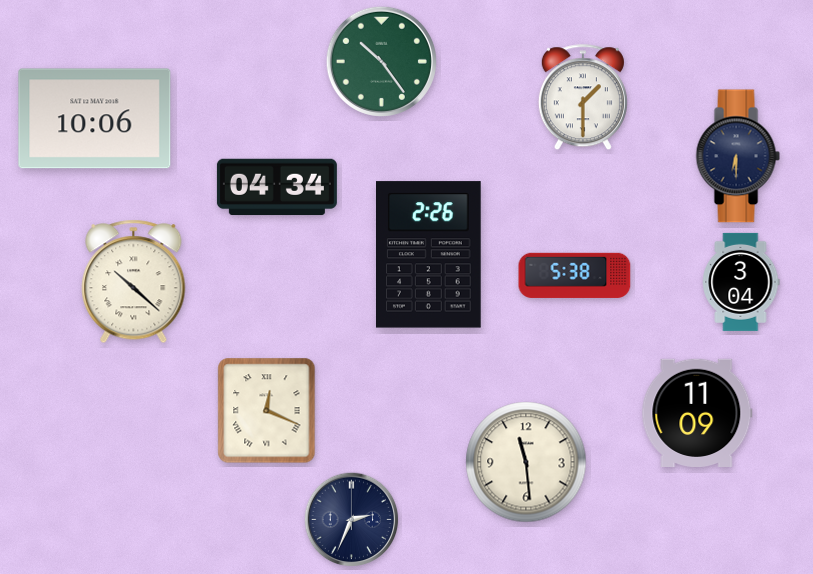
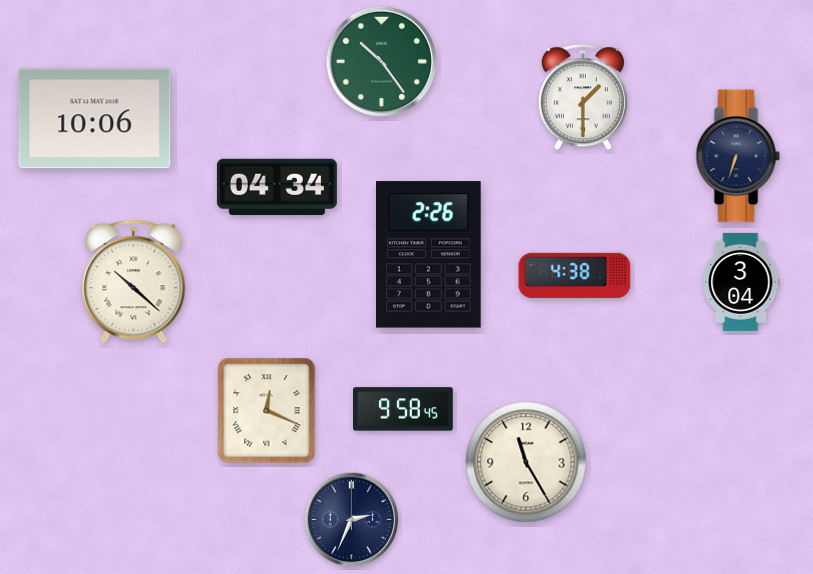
clock at (738, 156): 6:30 -> 6:33
clock at (575, 275): 5:38 -> 4:38
clock at (404, 409): none -> 9:58
clock at (697, 412): 11:09 -> none
clock at (526, 462): 11:29 -> 11:25
